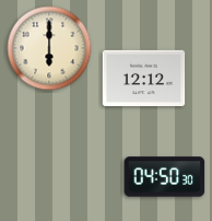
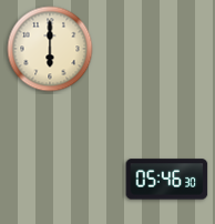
clock at (144, 79): 12:12 -> none
clock at (165, 177): 04:50 -> 05:46
